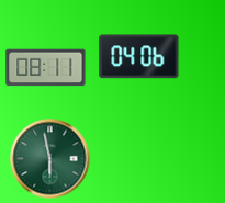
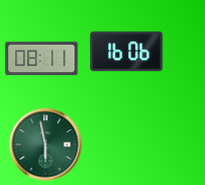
clock at (139, 57): 04:06 -> 16:06
clock at (46, 68) position: (46, 68) -> (42, 59)
